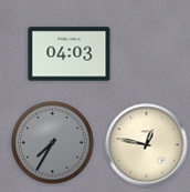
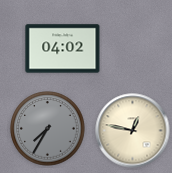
clock at (70, 54): 04:03 -> 04:02
